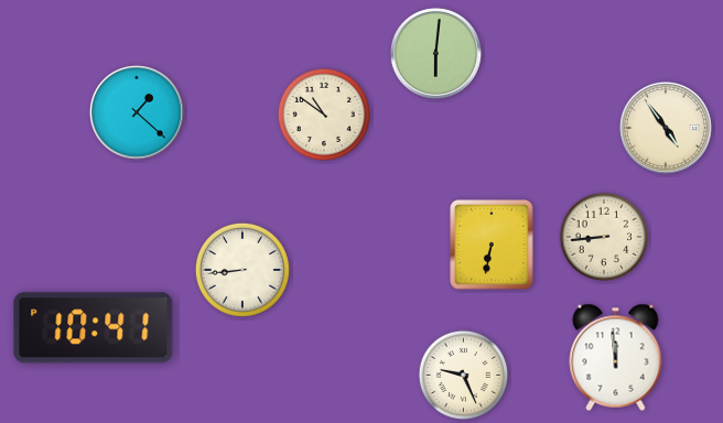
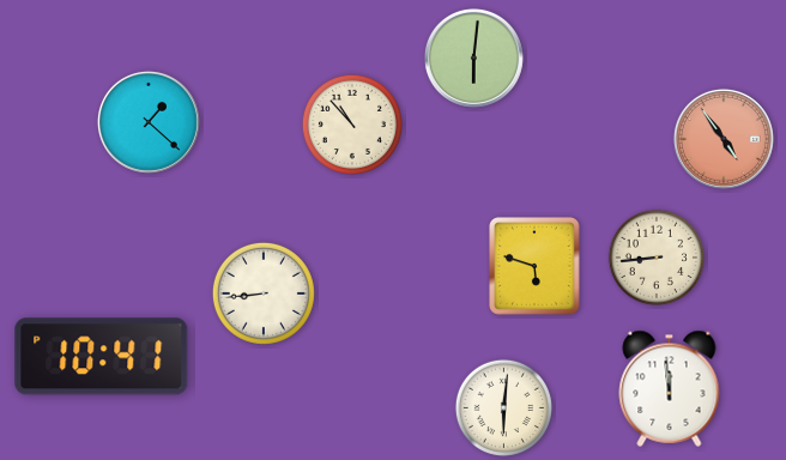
clock at (324, 115): 10:51 -> 10:53
clock at (666, 128) dial: cream -> salmon
clock at (493, 246): 6:32 -> 5:48
clock at (463, 375): 9:26 -> 6:01
